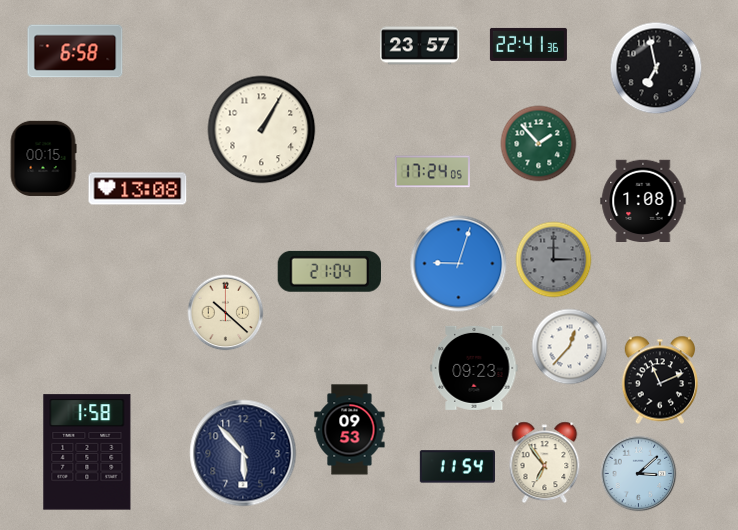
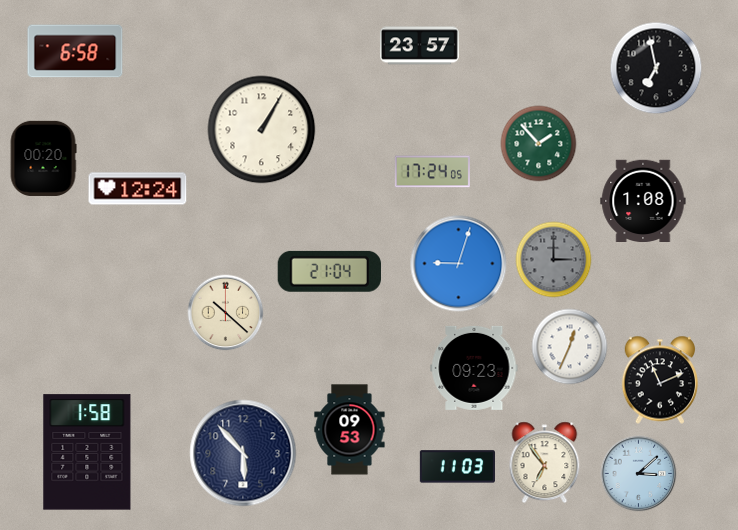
clock at (528, 44): 22:41 -> none
clock at (43, 158): 00:15 -> 00:20
clock at (138, 189): 13:08 -> 12:24
clock at (570, 347): 12:37 -> 12:34
clock at (457, 467): 11:54 -> 11:03
